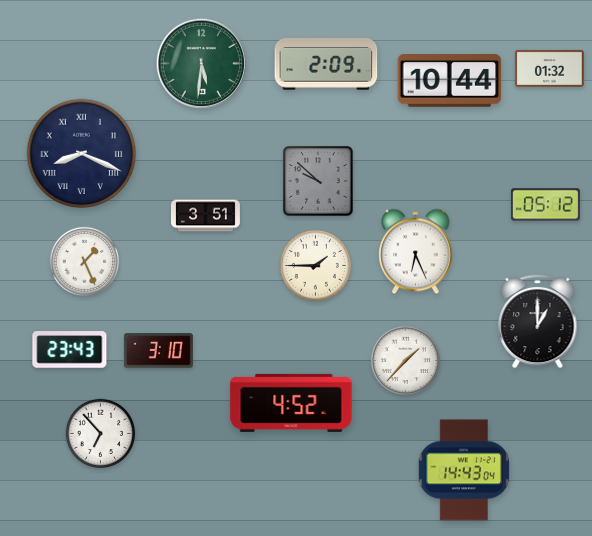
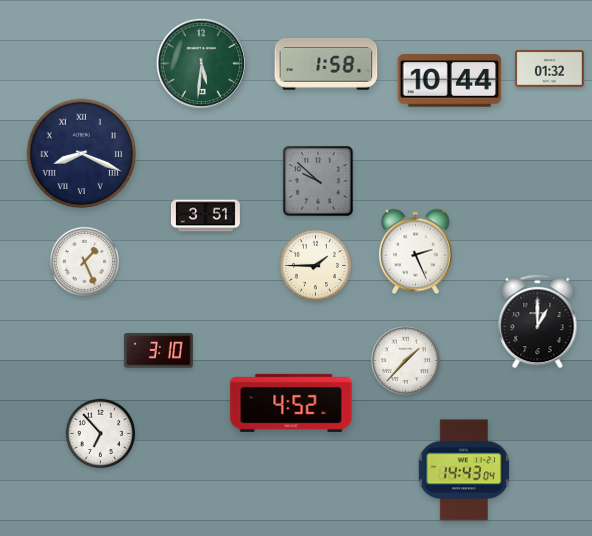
clock at (326, 64): 2:09 -> 1:58
clock at (545, 205): 05:12 -> none
clock at (416, 252): 6:26 -> 2:26
clock at (70, 350): 23:43 -> none
